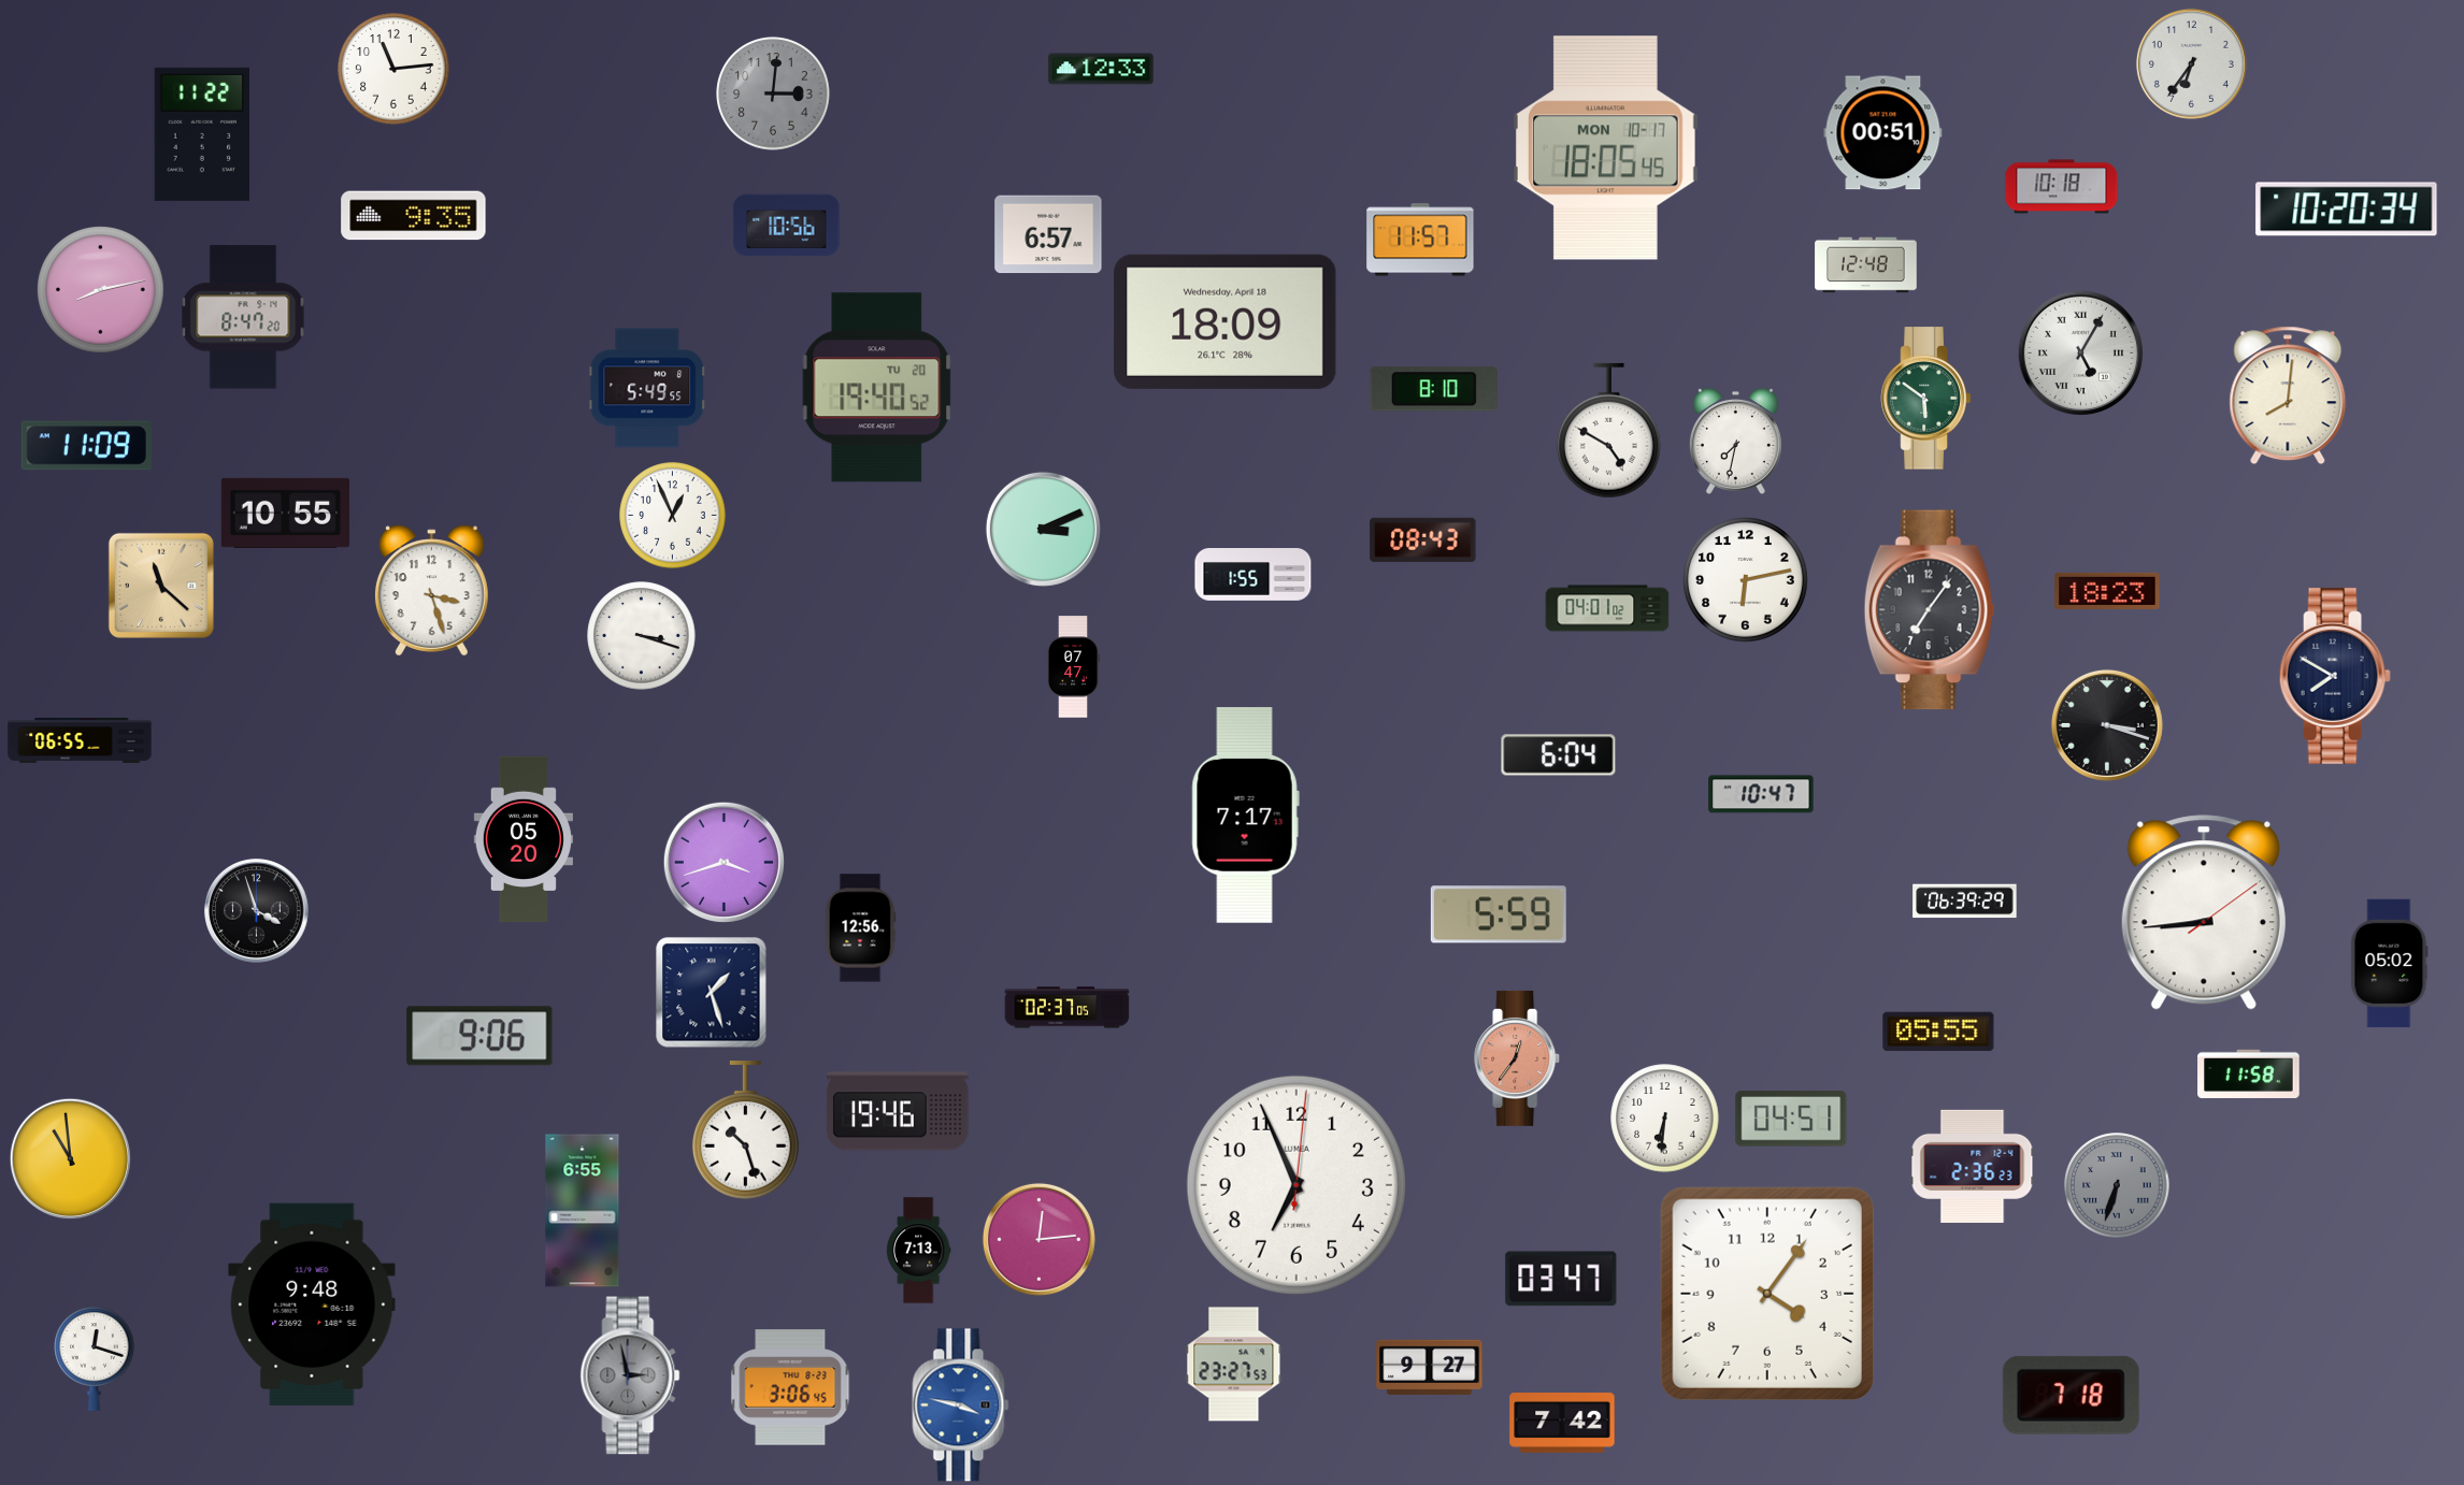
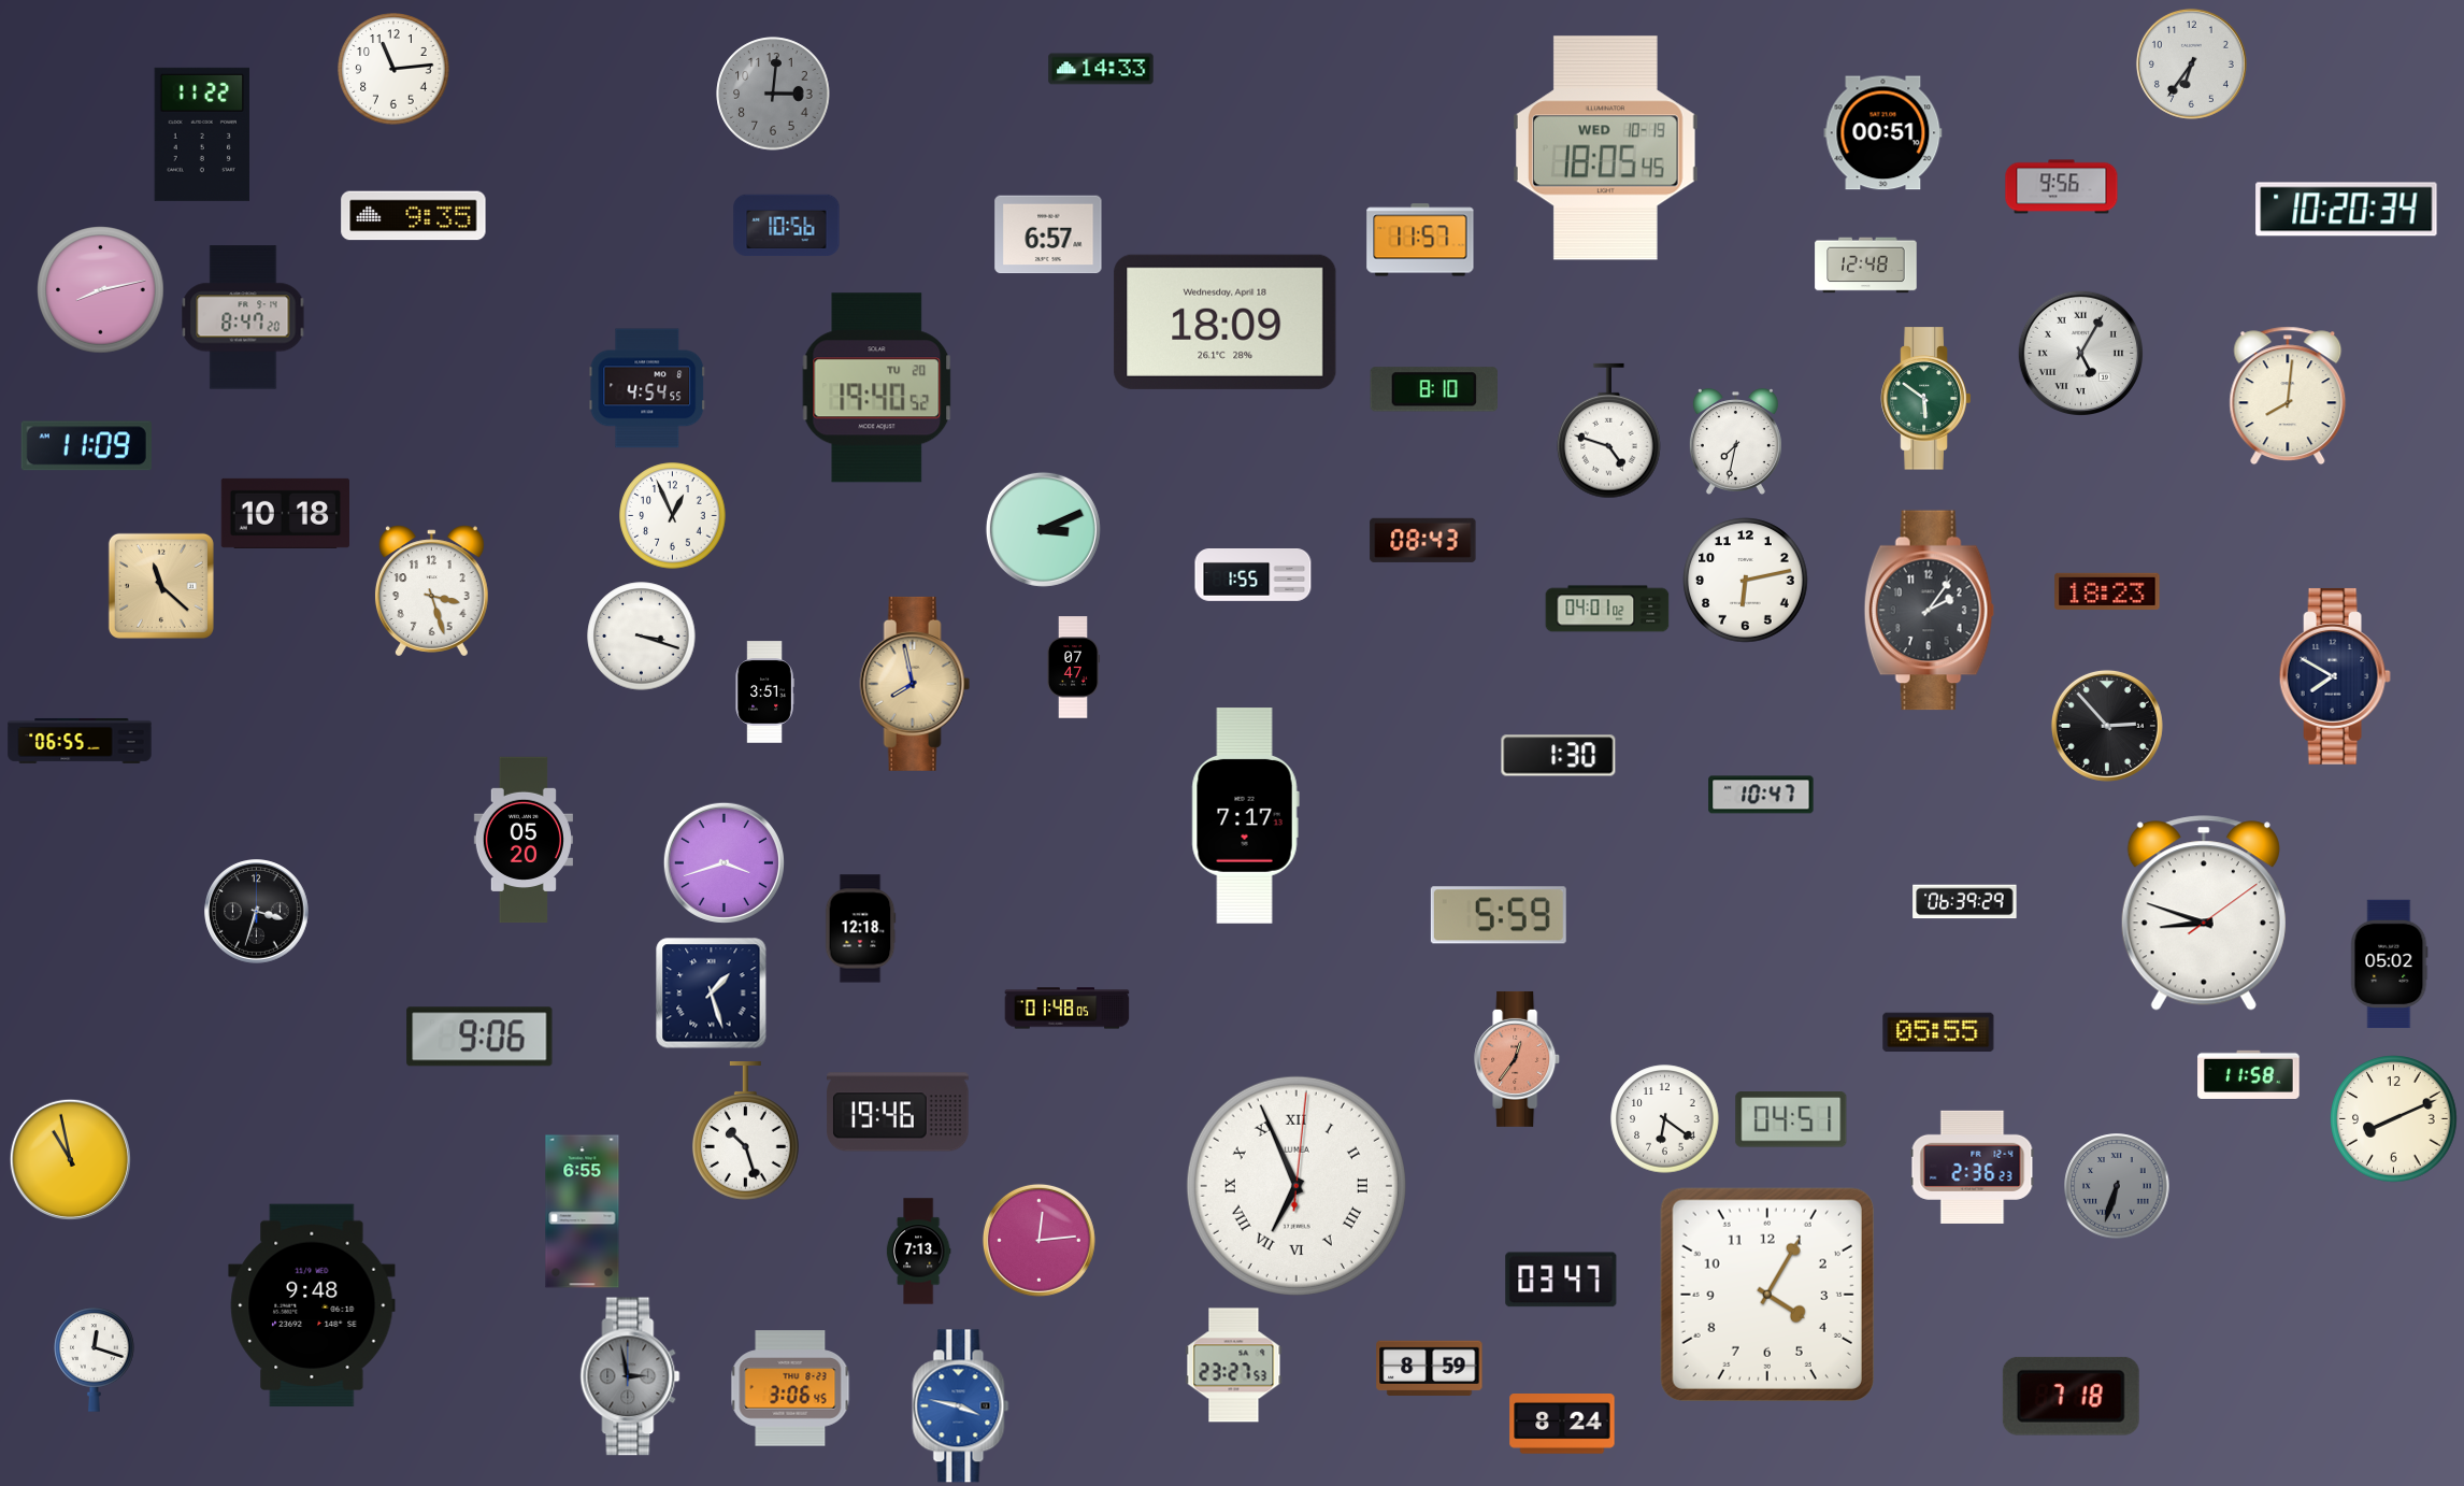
clock at (1101, 69): 12:33 -> 14:33
clock at (1605, 148) date: MON 10-17 -> WED 10-19
clock at (2062, 187): 10:18 -> 9:56
clock at (647, 388): 5:49 -> 4:54
clock at (1608, 431): 4:50 -> 4:48
clock at (285, 513): 10:55 -> 10:18
clock at (1930, 610): 7:06 -> 2:06
clock at (915, 684): none -> 7:58
clock at (764, 692): none -> 3:51
clock at (2107, 725): 3:18 -> 2:53
clock at (1559, 755): 6:04 -> 1:30
clock at (257, 911): 3:57 -> 3:33
clock at (2204, 912): 8:44 -> 8:48
clock at (860, 928): 12:56 -> 12:18
clock at (1068, 1008): 02:37 -> 01:48
clock at (1665, 1119): 6:31 -> 6:21
clock at (2394, 1119): none -> 8:11
clock at (70, 1158): 10:59 -> 10:58
clock at (1297, 1185) numerals: Arabic -> Roman
clock at (1767, 1294): 4:06 -> 4:05
clock at (1430, 1367): 9:27 -> 8:59
clock at (1562, 1424): 7:42 -> 8:24
